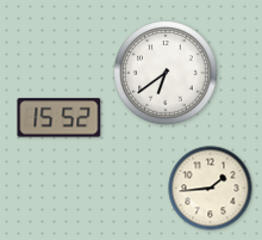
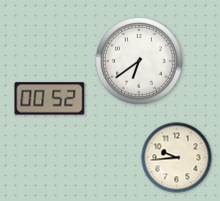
clock at (60, 118): 15:52 -> 00:52
clock at (211, 189): 1:44 -> 9:44
